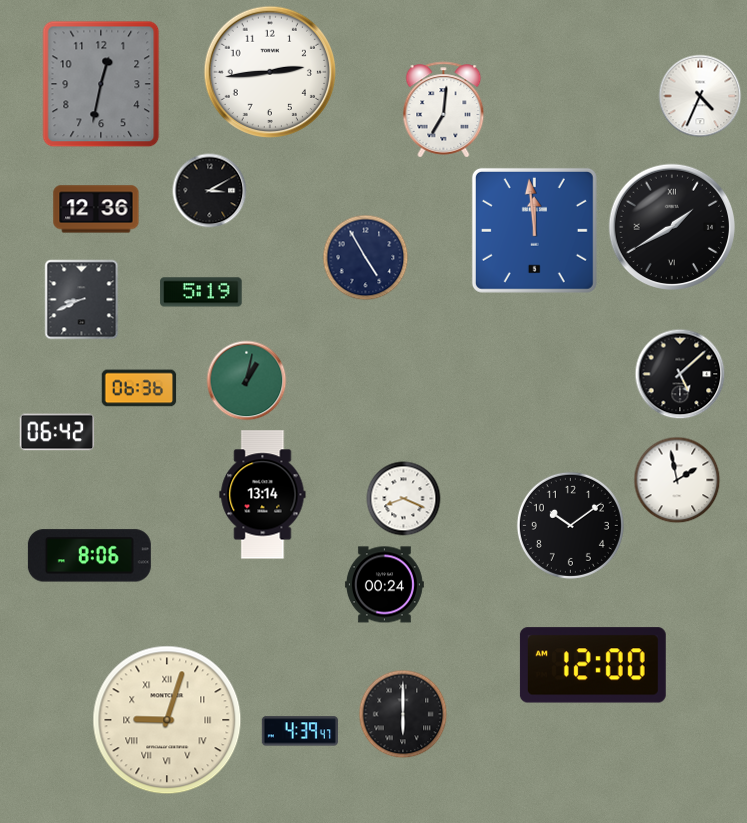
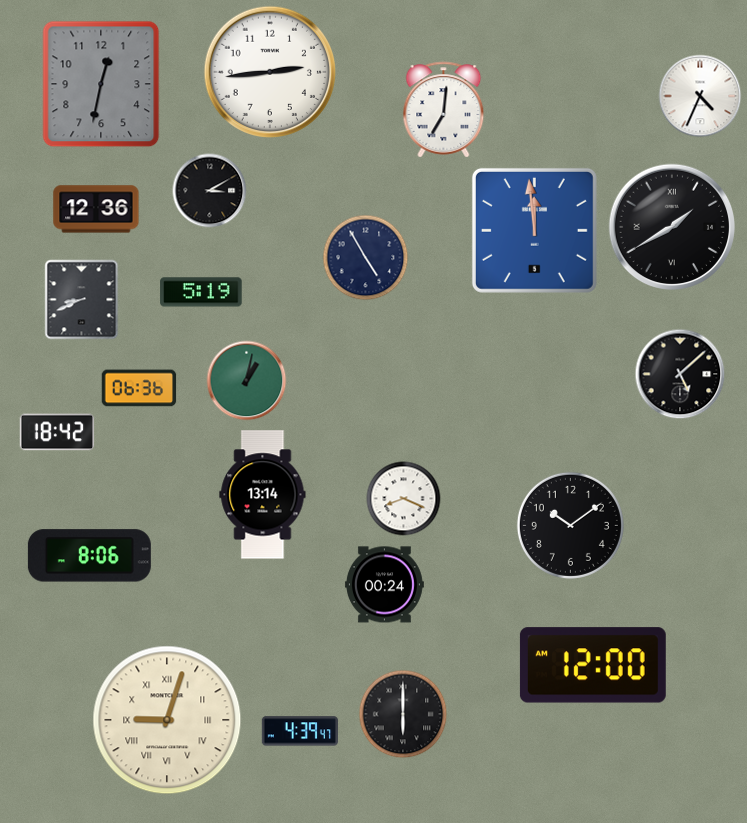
clock at (57, 432): 06:42 -> 18:42
clock at (677, 480): 1:58 -> none
